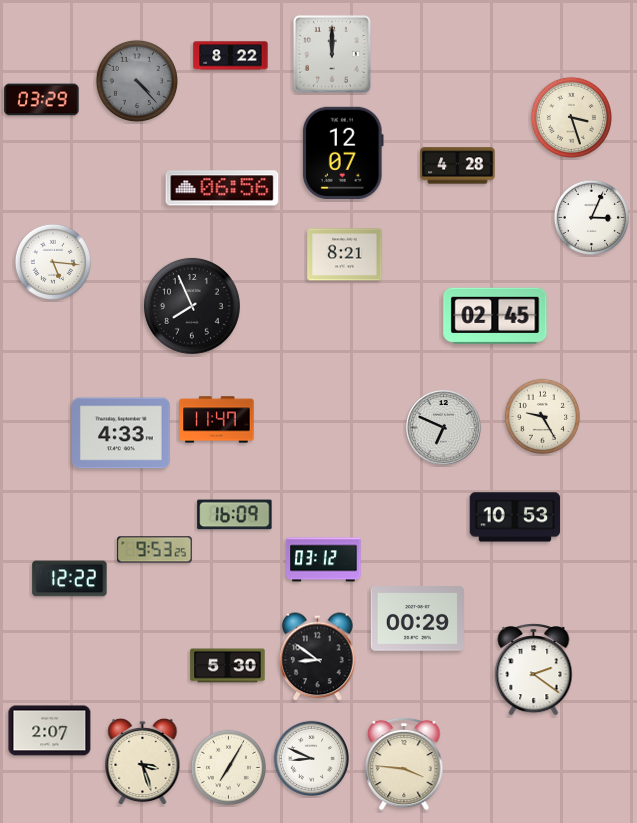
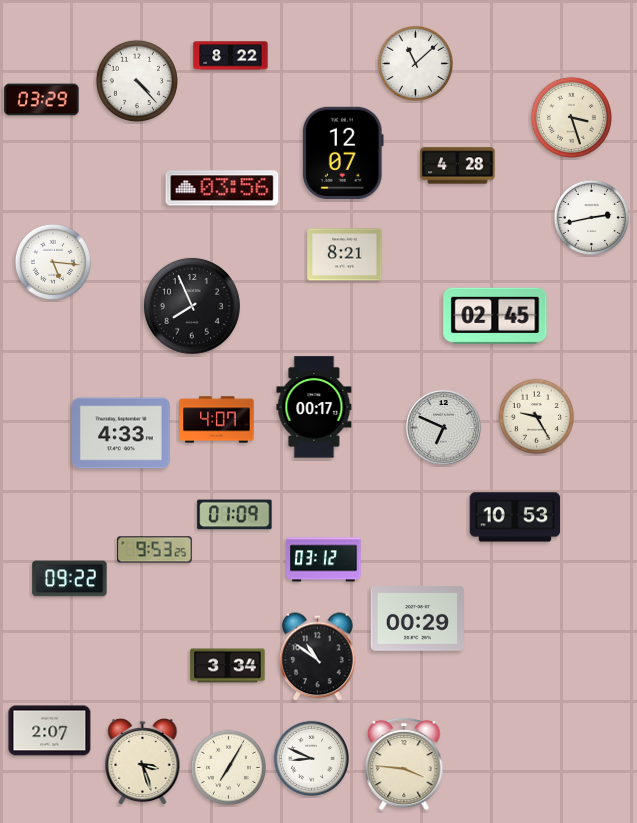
clock at (332, 54): 12:00 -> none
clock at (415, 63): none -> 11:08
clock at (137, 81) dial: grey -> white
clock at (222, 188): 06:56 -> 03:56
clock at (591, 217): 3:04 -> 2:43
clock at (314, 407): none -> 00:17
clock at (542, 416) position: (542, 416) -> (536, 416)
clock at (217, 420): 11:47 -> 4:07
clock at (235, 515): 16:09 -> 01:09
clock at (70, 579): 12:22 -> 09:22
clock at (318, 657): 8:51 -> 10:51
clock at (228, 666): 5:30 -> 3:34
clock at (534, 670): 2:21 -> none
